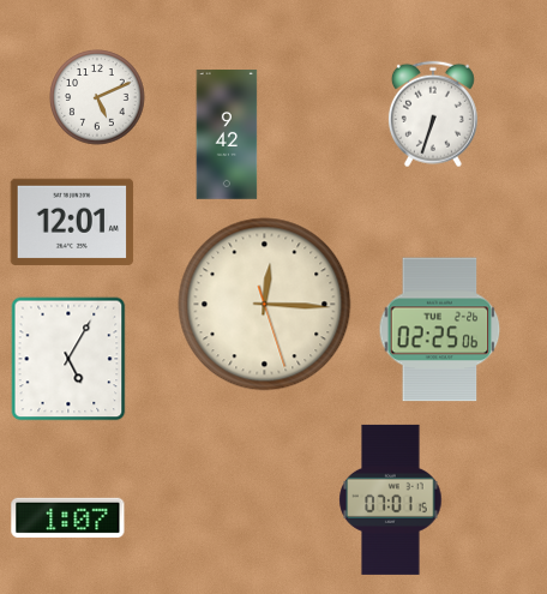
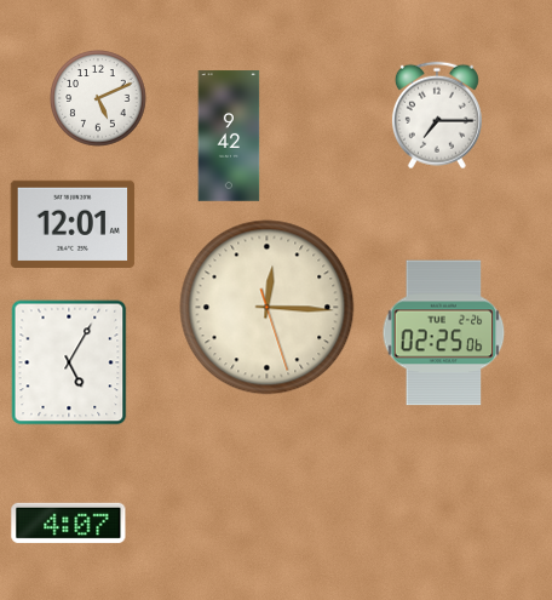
clock at (433, 114): 6:33 -> 7:15
clock at (391, 499): 07:01 -> none
clock at (68, 517): 1:07 -> 4:07
